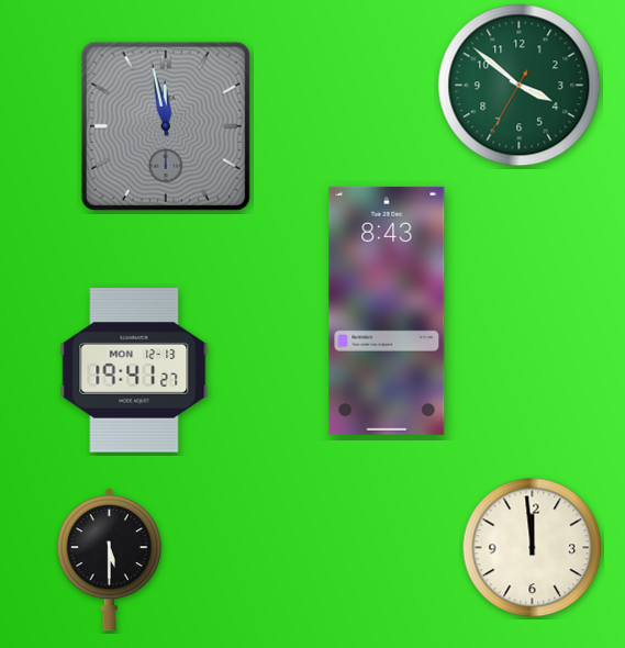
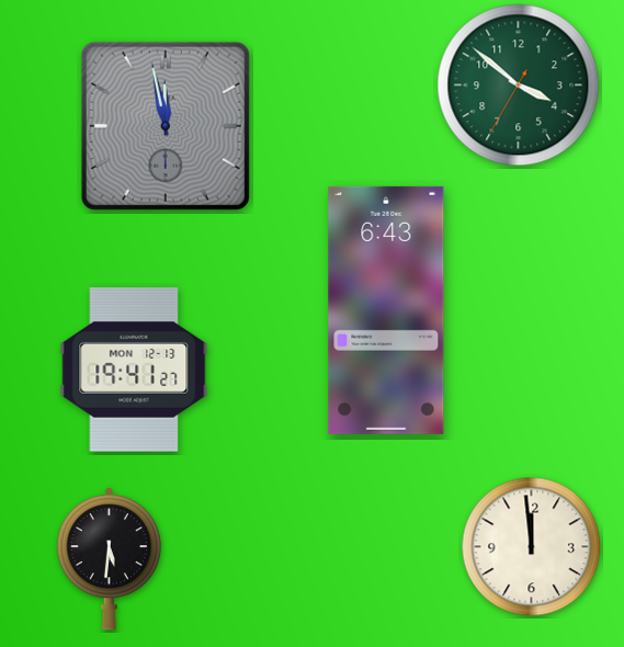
clock at (387, 311): 8:43 -> 6:43
clock at (109, 560): 5:30 -> 5:31
